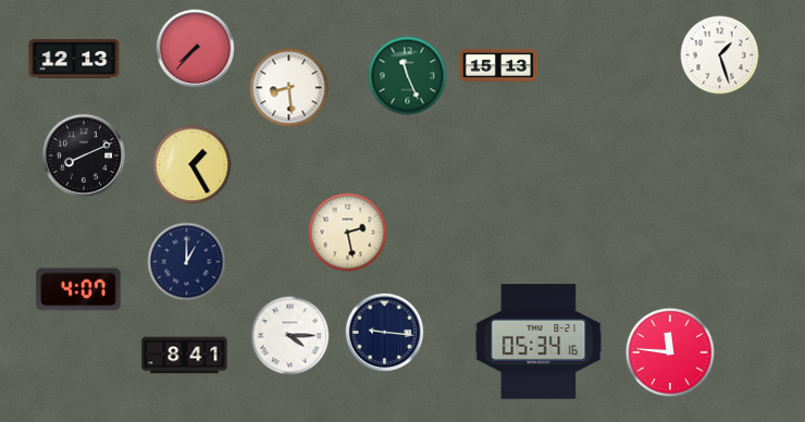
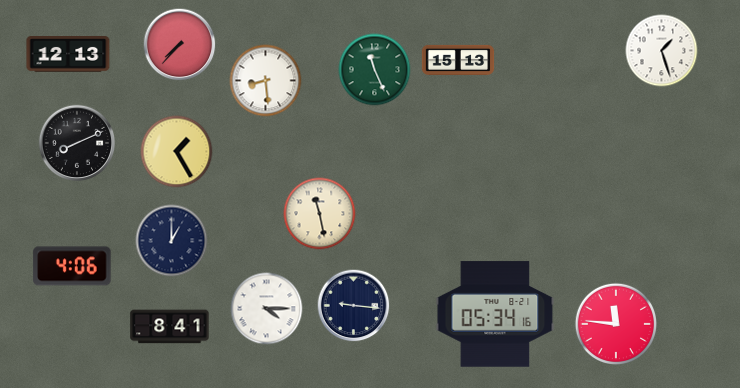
clock at (348, 233): 2:28 -> 11:28
clock at (78, 289): 4:07 -> 4:06
